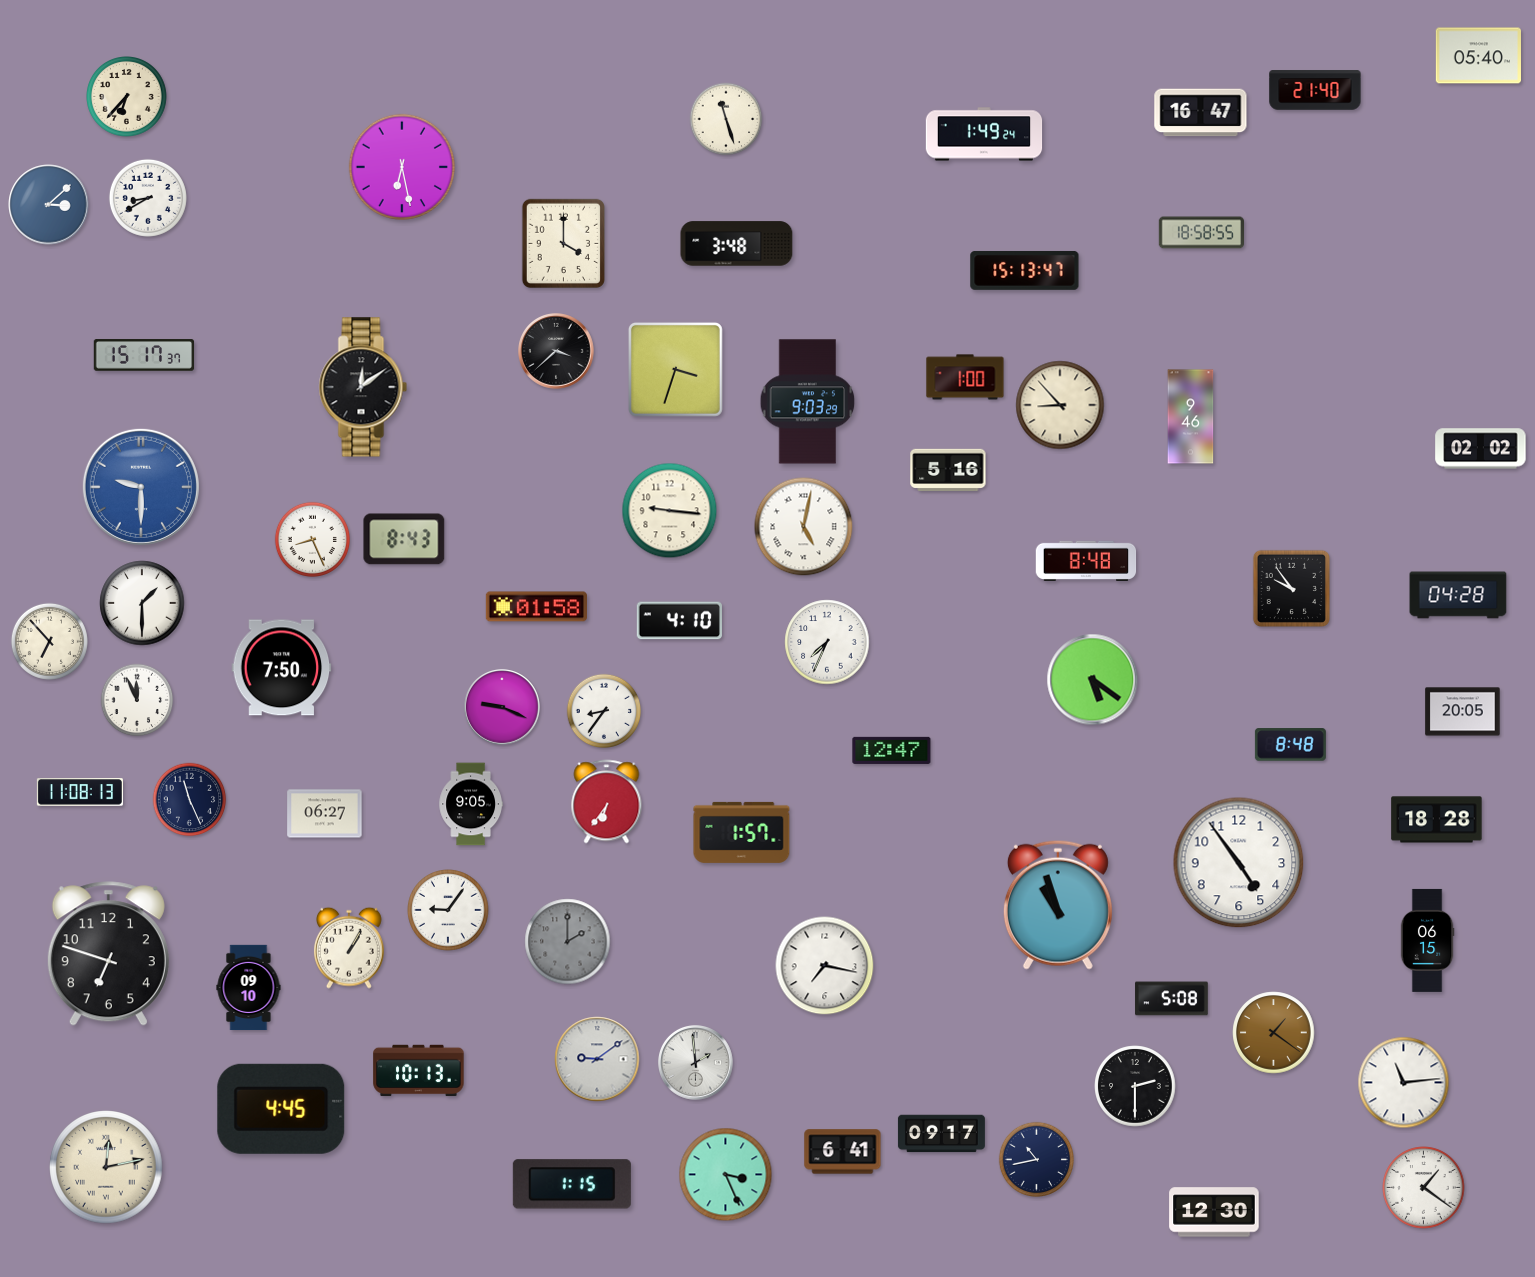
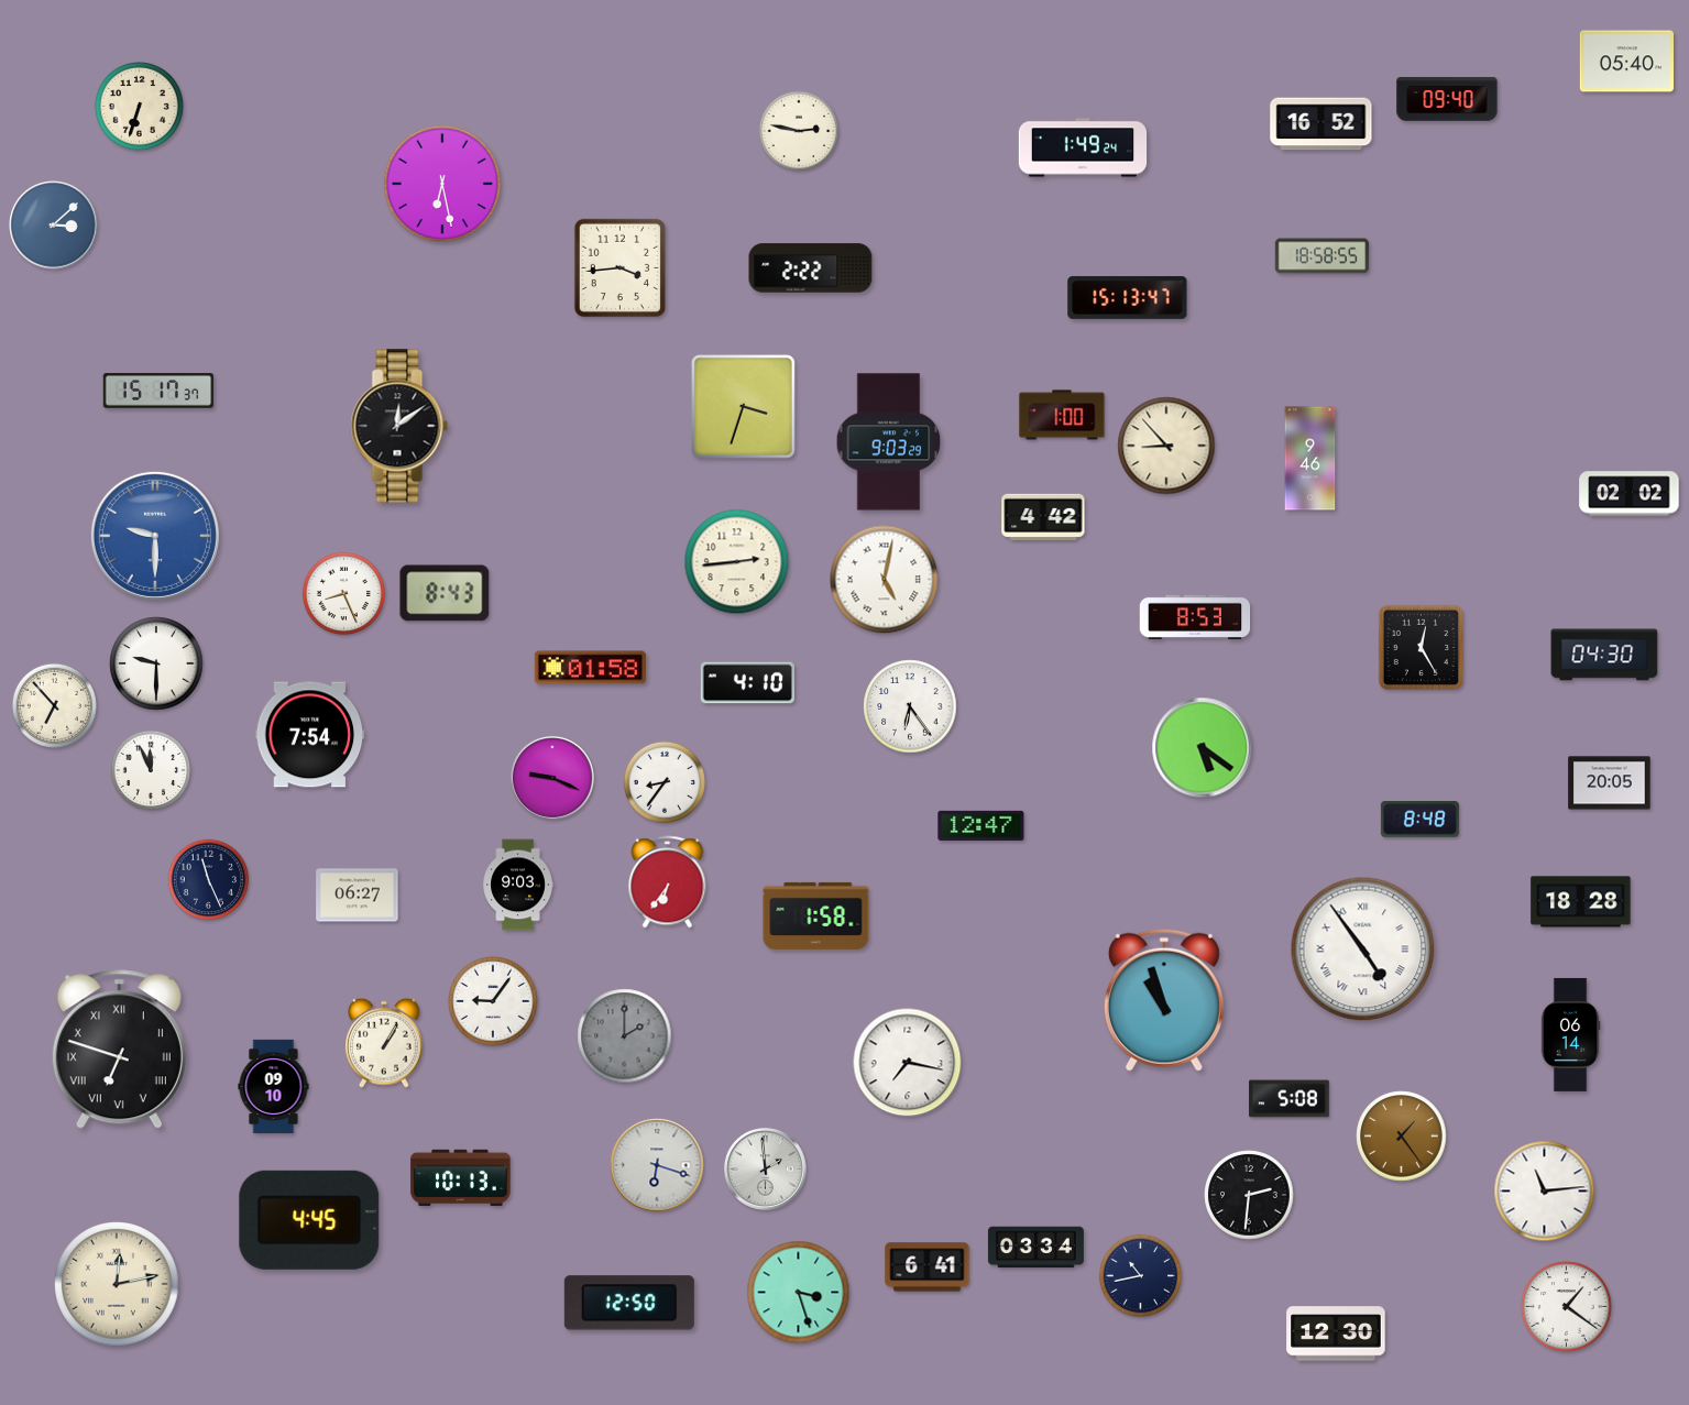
clock at (1315, 90): 21:40 -> 09:40
clock at (127, 97): 6:37 -> 6:33
clock at (1201, 113): 16:47 -> 16:52
clock at (726, 119): 11:27 -> 2:47
clock at (148, 198): 8:40 -> none
clock at (563, 243): 4:00 -> 3:44
clock at (737, 244): 3:48 -> 2:22
clock at (557, 352): 3:38 -> none
clock at (948, 469): 5:16 -> 4:42
clock at (670, 511): 9:16 -> 2:44
clock at (1086, 561): 8:48 -> 8:53
clock at (1291, 588): 9:54 -> 12:25
clock at (1458, 595): 04:28 -> 04:30
clock at (142, 603): 1:30 -> 9:30
clock at (827, 642): 7:34 -> 6:24
clock at (282, 668): 7:50 -> 7:54
clock at (80, 792): 11:08 -> none
clock at (471, 804): 9:05 -> 9:03
clock at (742, 832): 1:57 -> 1:58
clock at (1239, 863) numerals: Arabic -> Roman
clock at (1058, 905) position: (1058, 905) -> (1164, 1000)
clock at (1427, 940): 06:15 -> 06:14
clock at (108, 954) numerals: Arabic -> Roman
clock at (1274, 1033): 1:21 -> 1:24
clock at (597, 1059): 9:09 -> 6:18
clock at (1135, 1086): 2:30 -> 2:31
clock at (941, 1134): 09:17 -> 03:34
clock at (726, 1175): 3:26 -> 3:27
clock at (572, 1184): 1:15 -> 12:50
